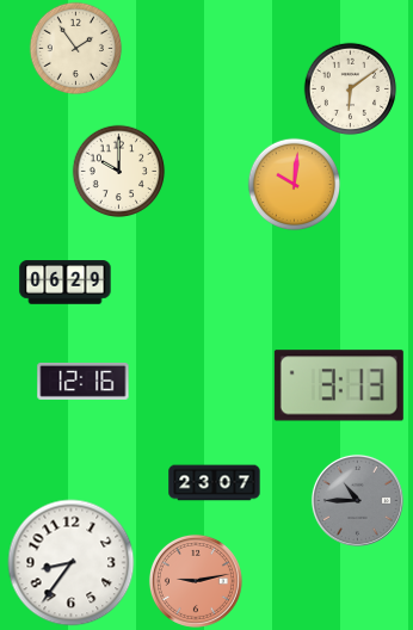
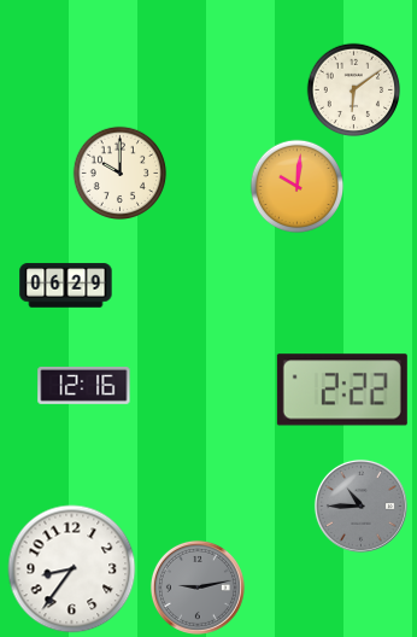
clock at (75, 48): 1:54 -> none
clock at (339, 385): 3:13 -> 2:22
clock at (215, 483): 23:07 -> none
clock at (196, 581) dial: salmon -> grey
